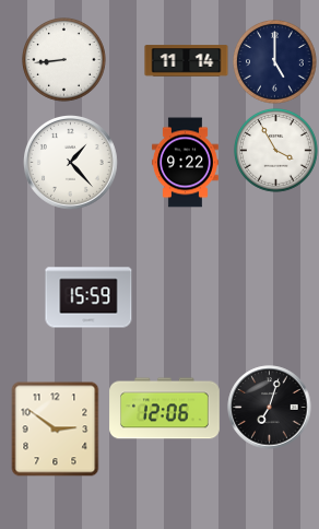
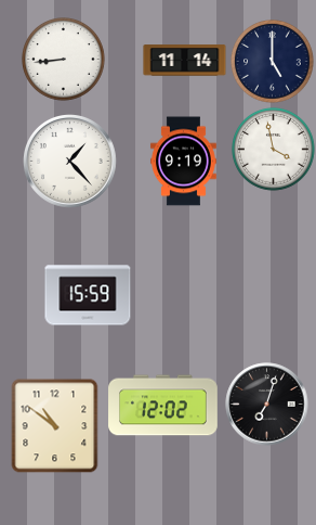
clock at (276, 151): 3:55 -> 3:58
clock at (185, 163): 9:22 -> 9:19
clock at (165, 409): 12:06 -> 12:02
clock at (56, 430): 2:51 -> 10:51
